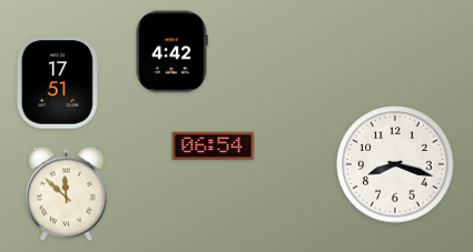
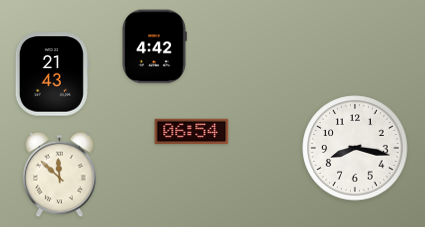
clock at (58, 82): 17:51 -> 21:43
clock at (395, 164): 8:18 -> 8:17
